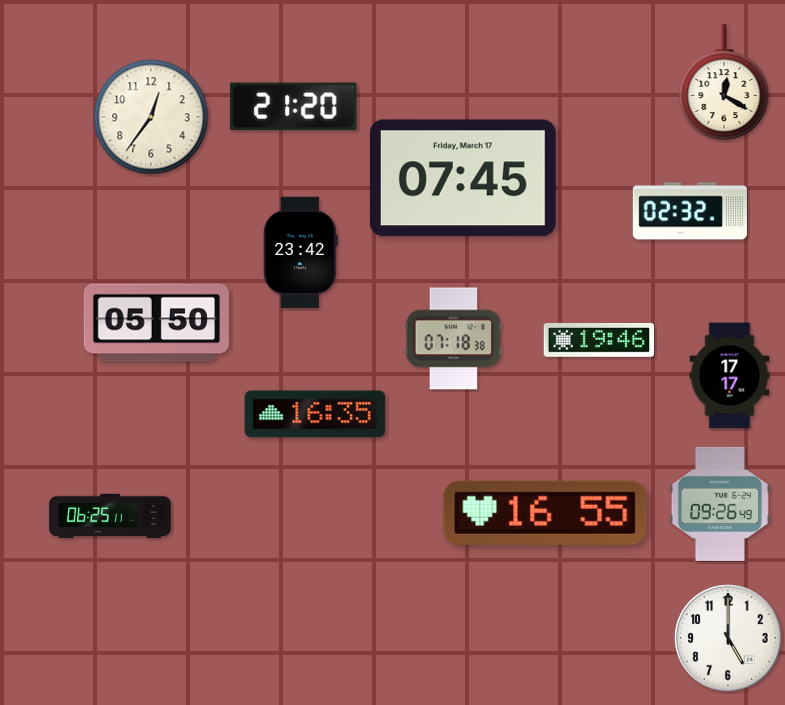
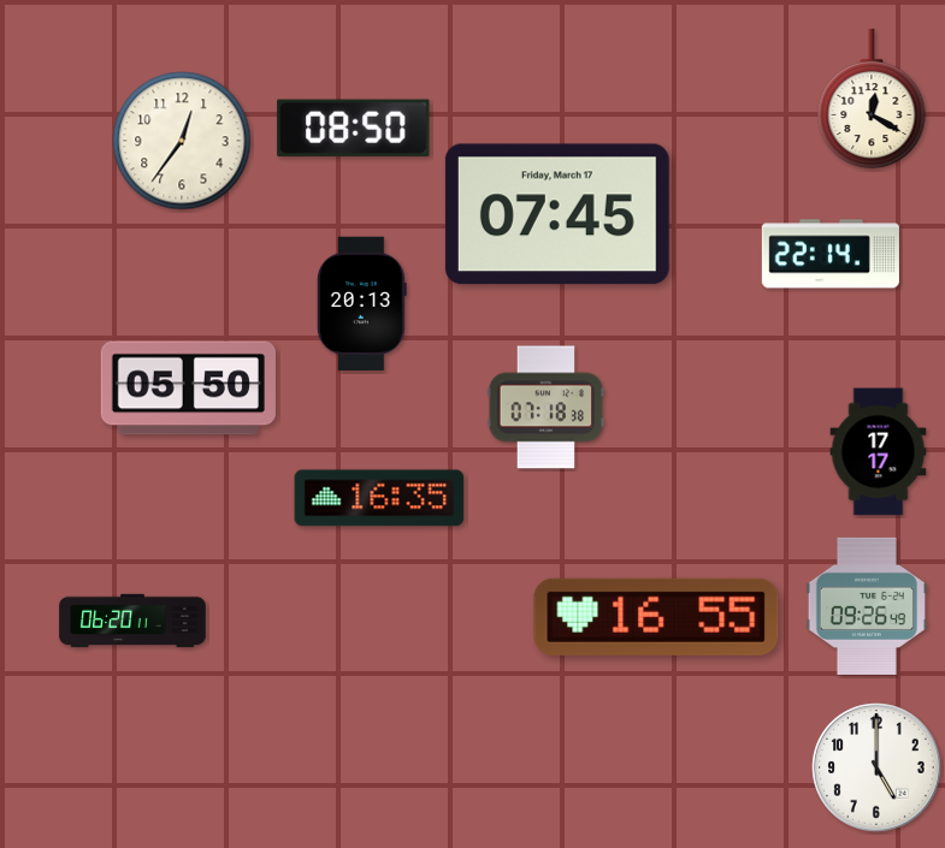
clock at (294, 107): 21:20 -> 08:50
clock at (690, 211): 02:32 -> 22:14
clock at (301, 253): 23:42 -> 20:13
clock at (599, 340): 19:46 -> none
clock at (110, 516): 06:25 -> 06:20
